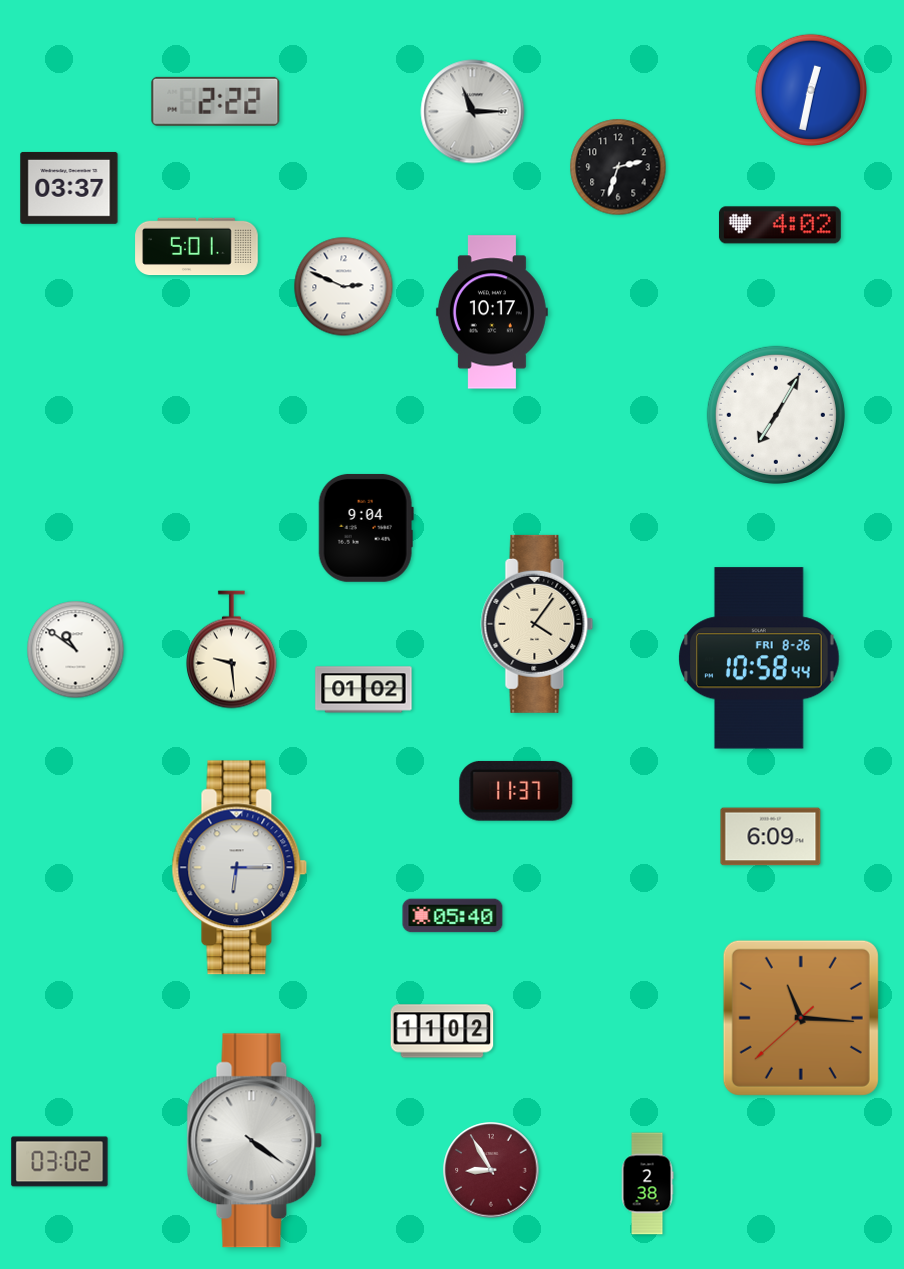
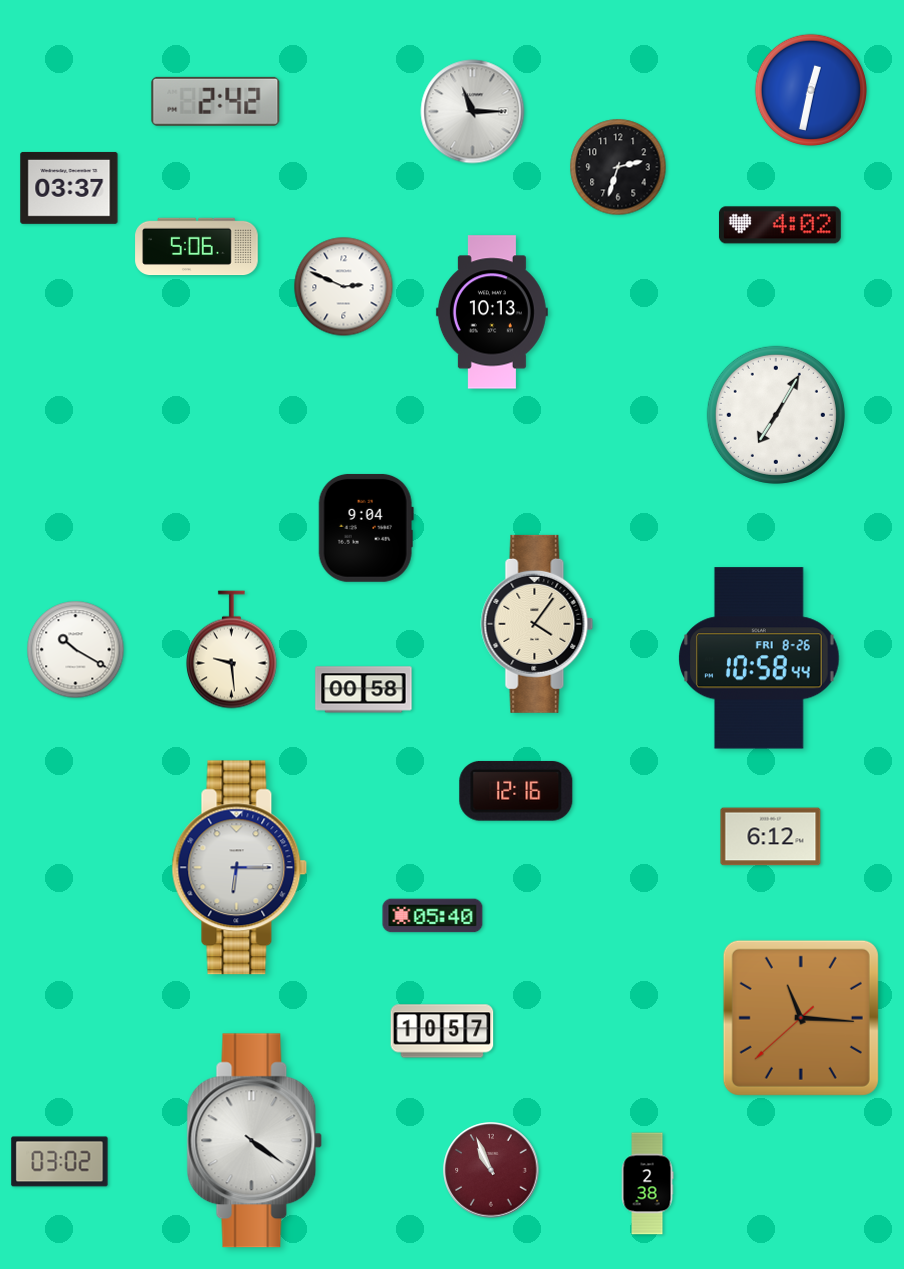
clock at (216, 101): 2:22 -> 2:42
clock at (197, 247): 5:01 -> 5:06
clock at (492, 312): 10:17 -> 10:13
clock at (76, 650): 10:51 -> 10:20
clock at (364, 690): 01:02 -> 00:58
clock at (516, 791): 11:37 -> 12:16
clock at (771, 837): 6:09 -> 6:12
clock at (453, 916) position: (453, 916) -> (433, 916)
clock at (442, 1031): 11:02 -> 10:57
clock at (491, 1170): 8:55 -> 10:56
